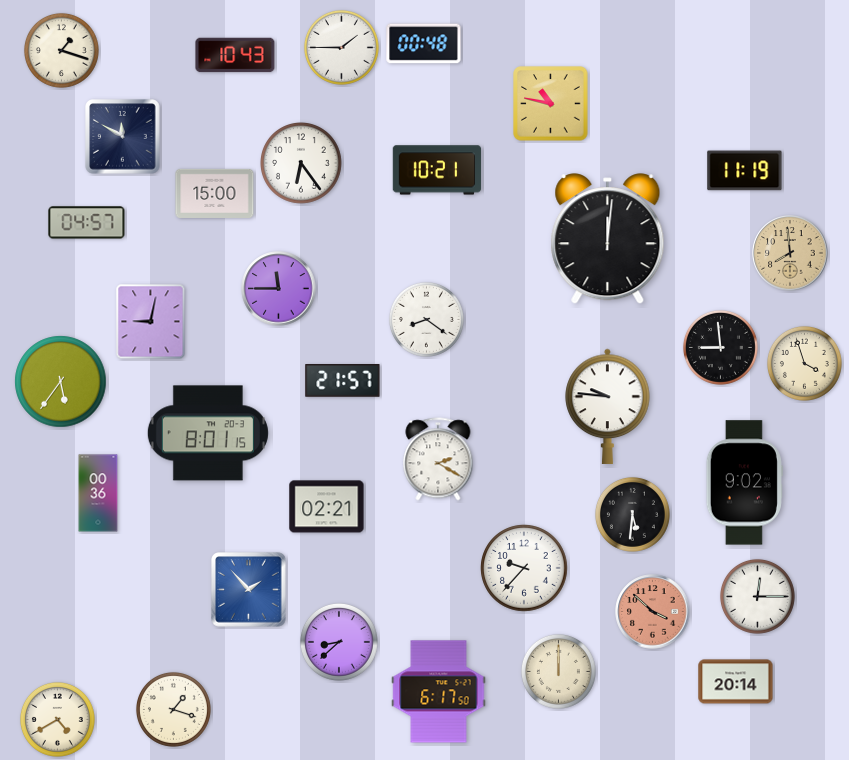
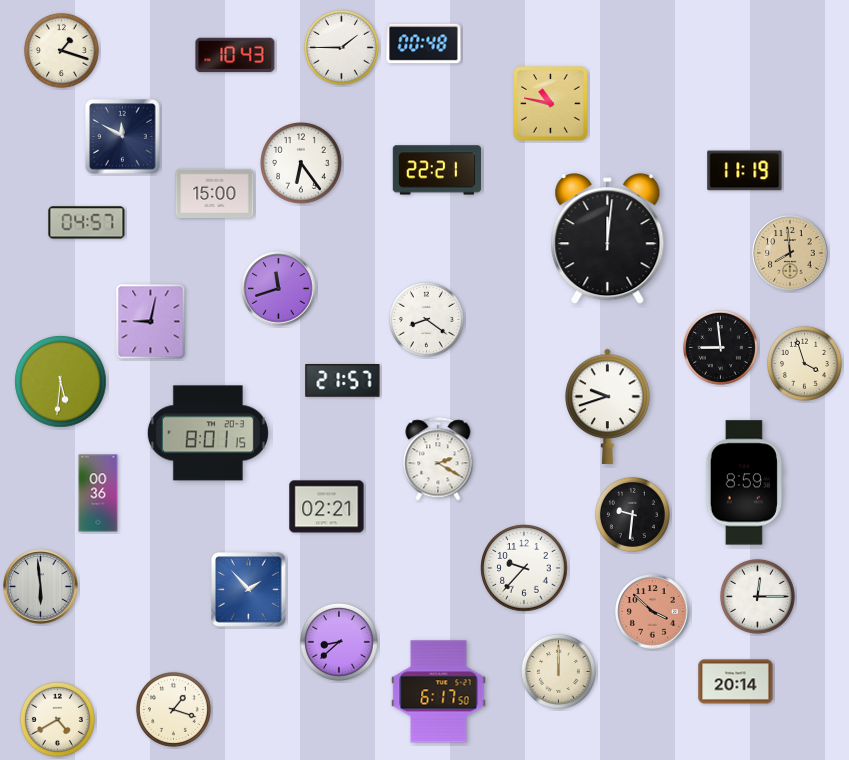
clock at (436, 170): 10:21 -> 22:21
clock at (279, 289): 11:45 -> 11:42
clock at (61, 382): 5:36 -> 5:31
clock at (608, 406): 9:46 -> 9:42
clock at (744, 483): 9:02 -> 8:59
clock at (632, 514): 5:31 -> 9:31
clock at (41, 587): none -> 5:59
